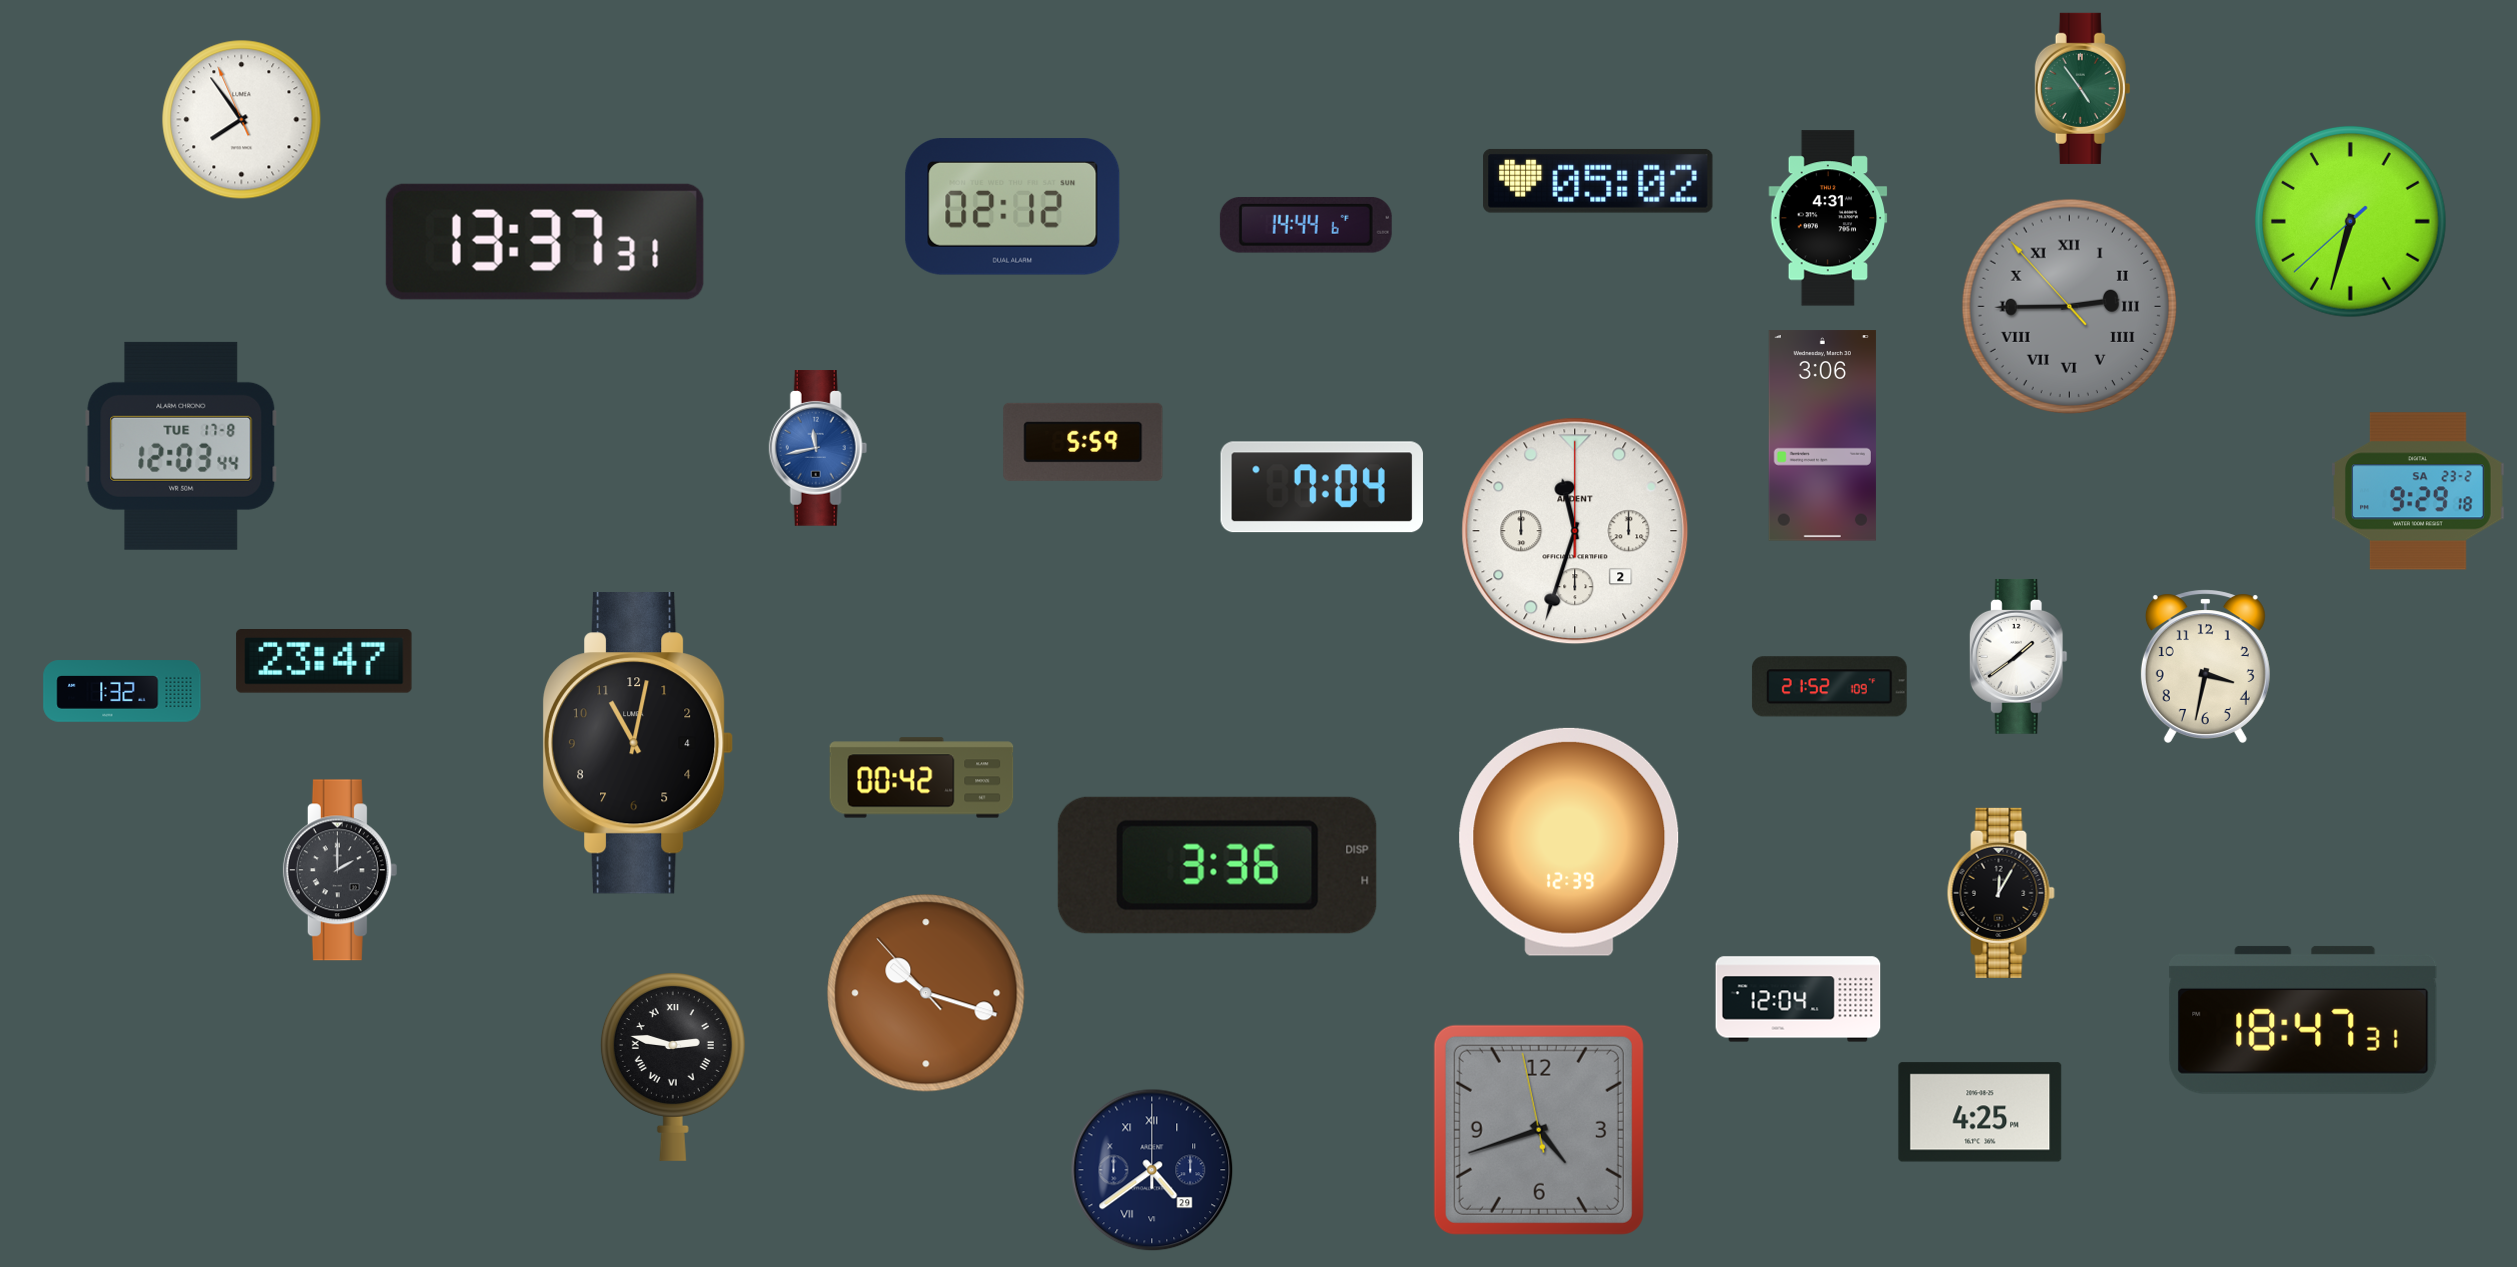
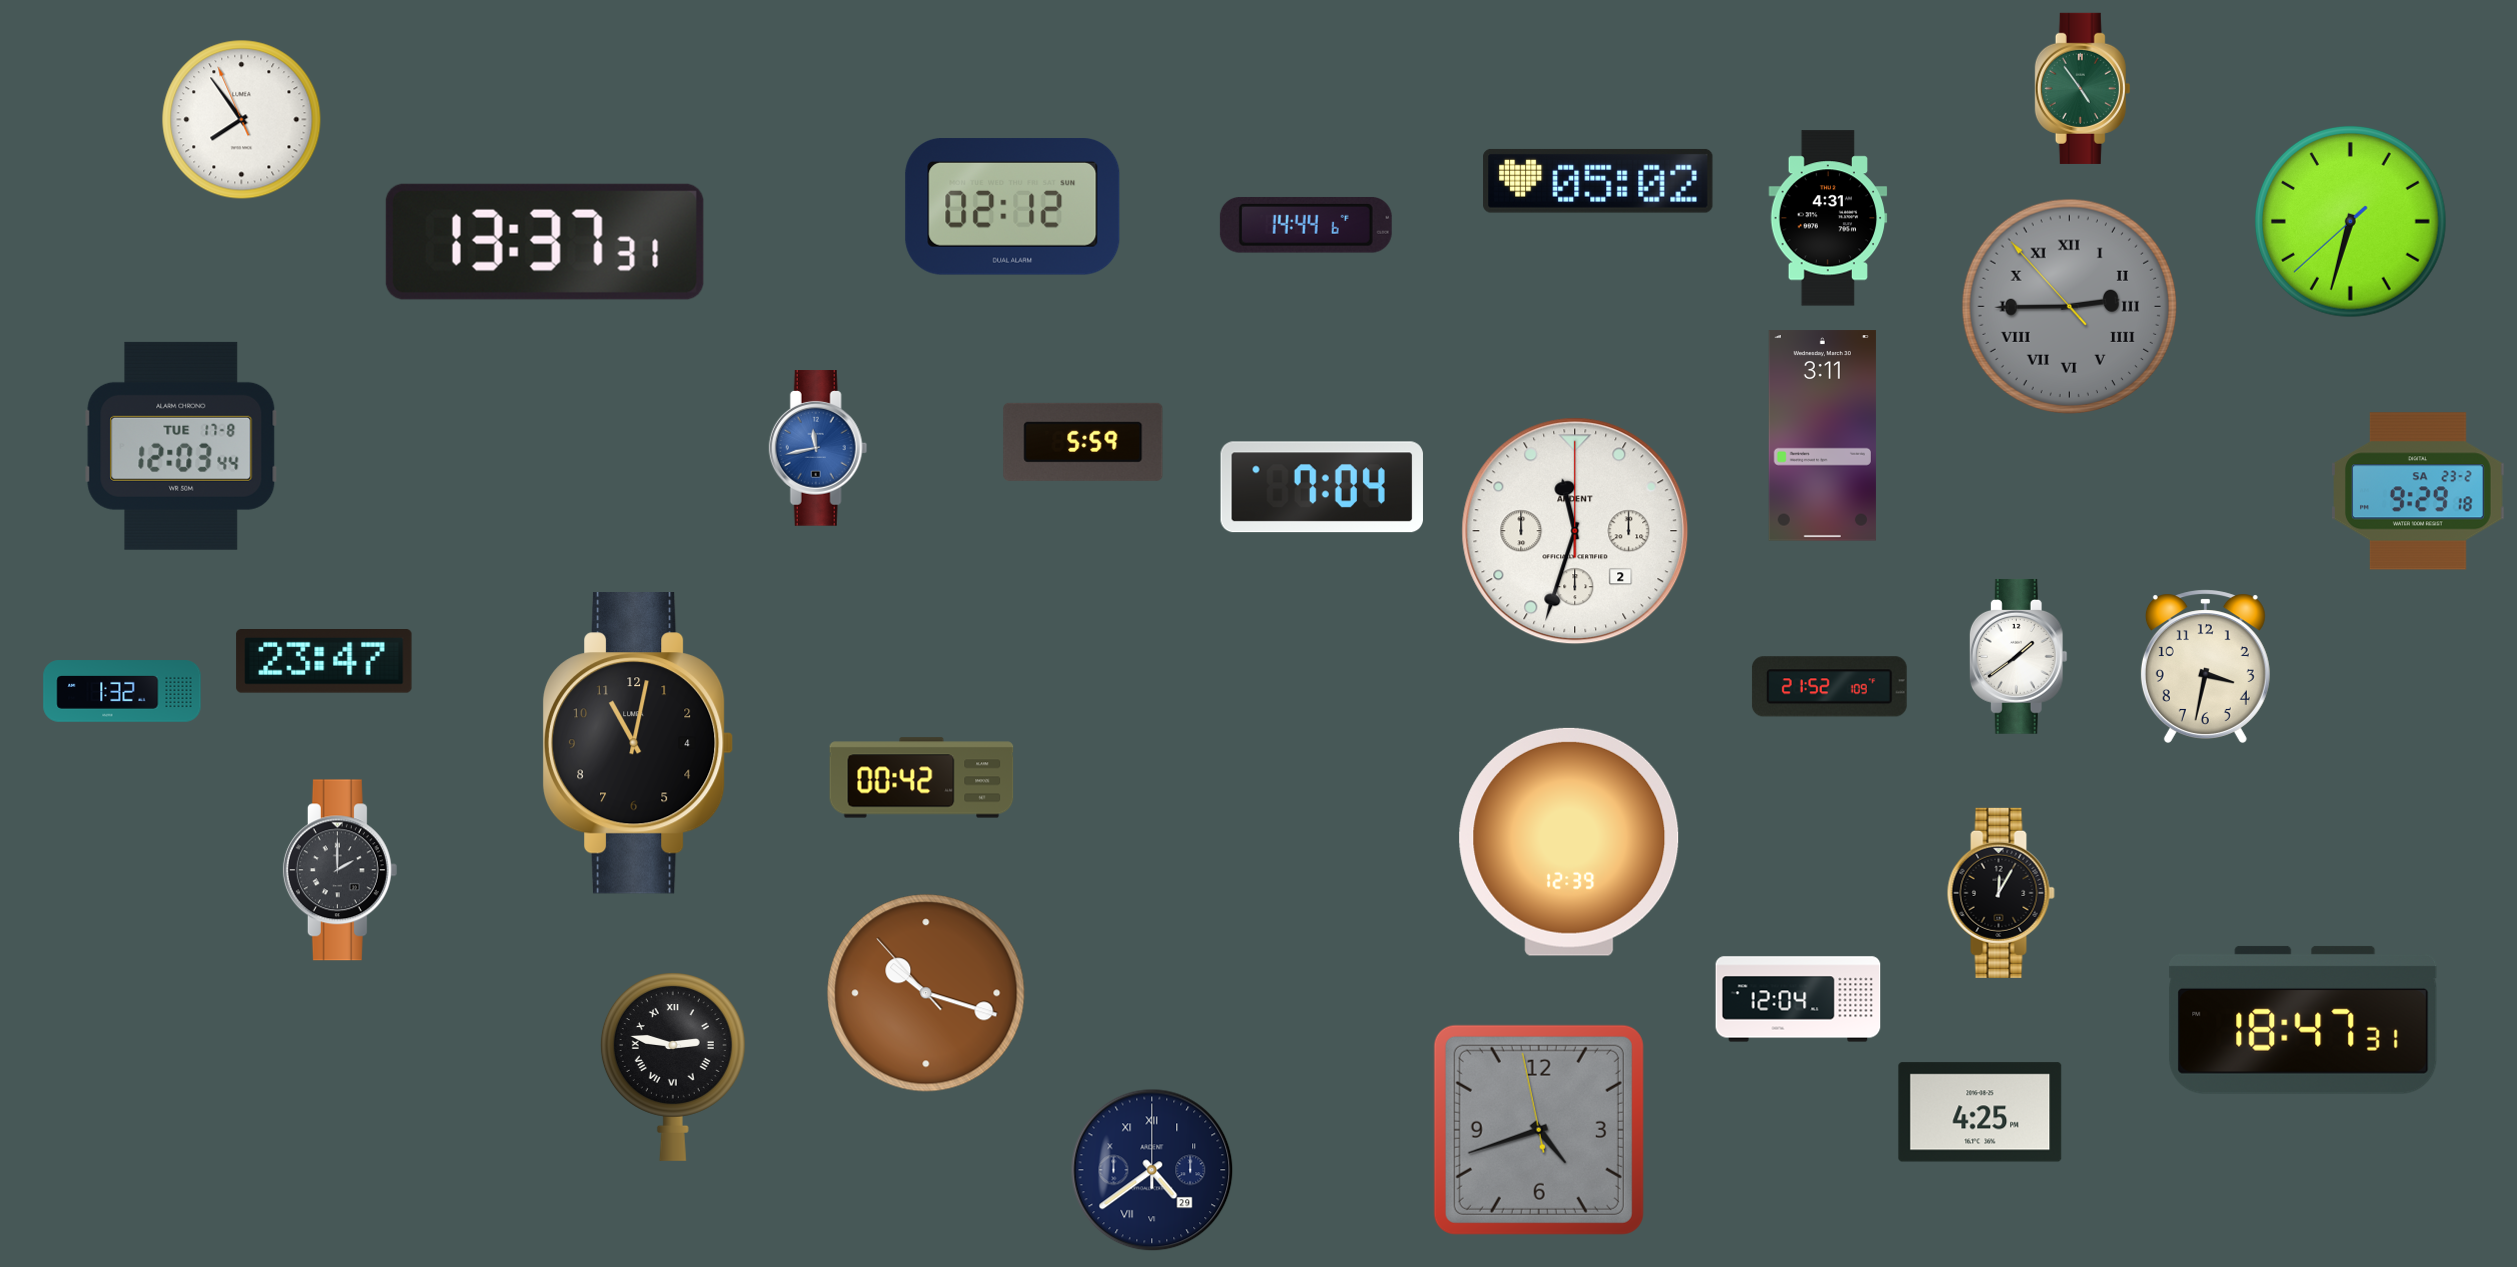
clock at (1822, 436): 3:06 -> 3:11
clock at (1217, 865): 3:36 -> none
